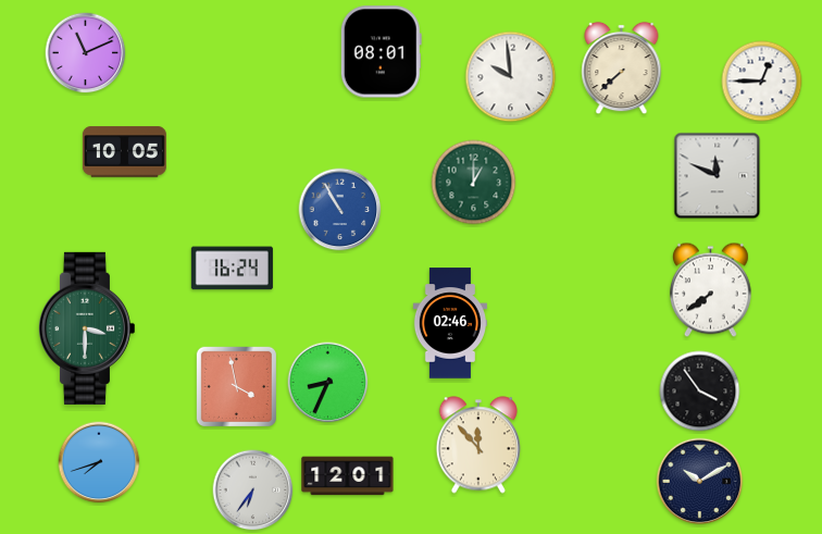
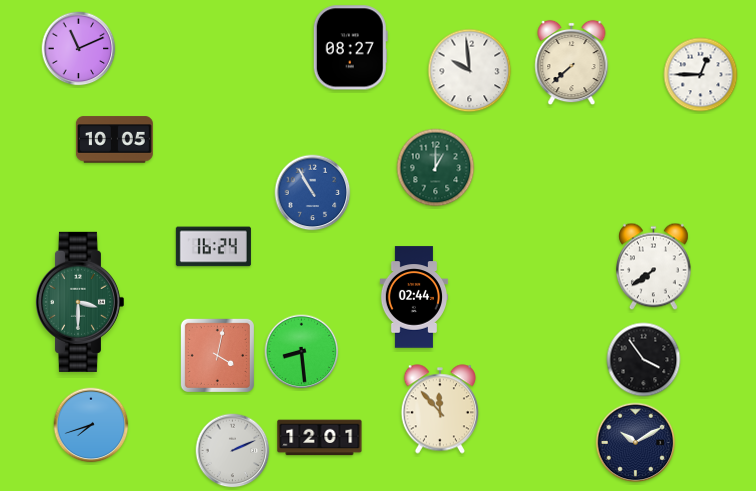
clock at (381, 52): 08:01 -> 08:27
clock at (718, 176): 11:49 -> none
clock at (449, 323): 02:46 -> 02:44
clock at (328, 383): 8:34 -> 8:29
clock at (236, 386): 3:58 -> 4:02
clock at (700, 482) position: (700, 482) -> (636, 443)
clock at (253, 490): 6:36 -> 2:11
